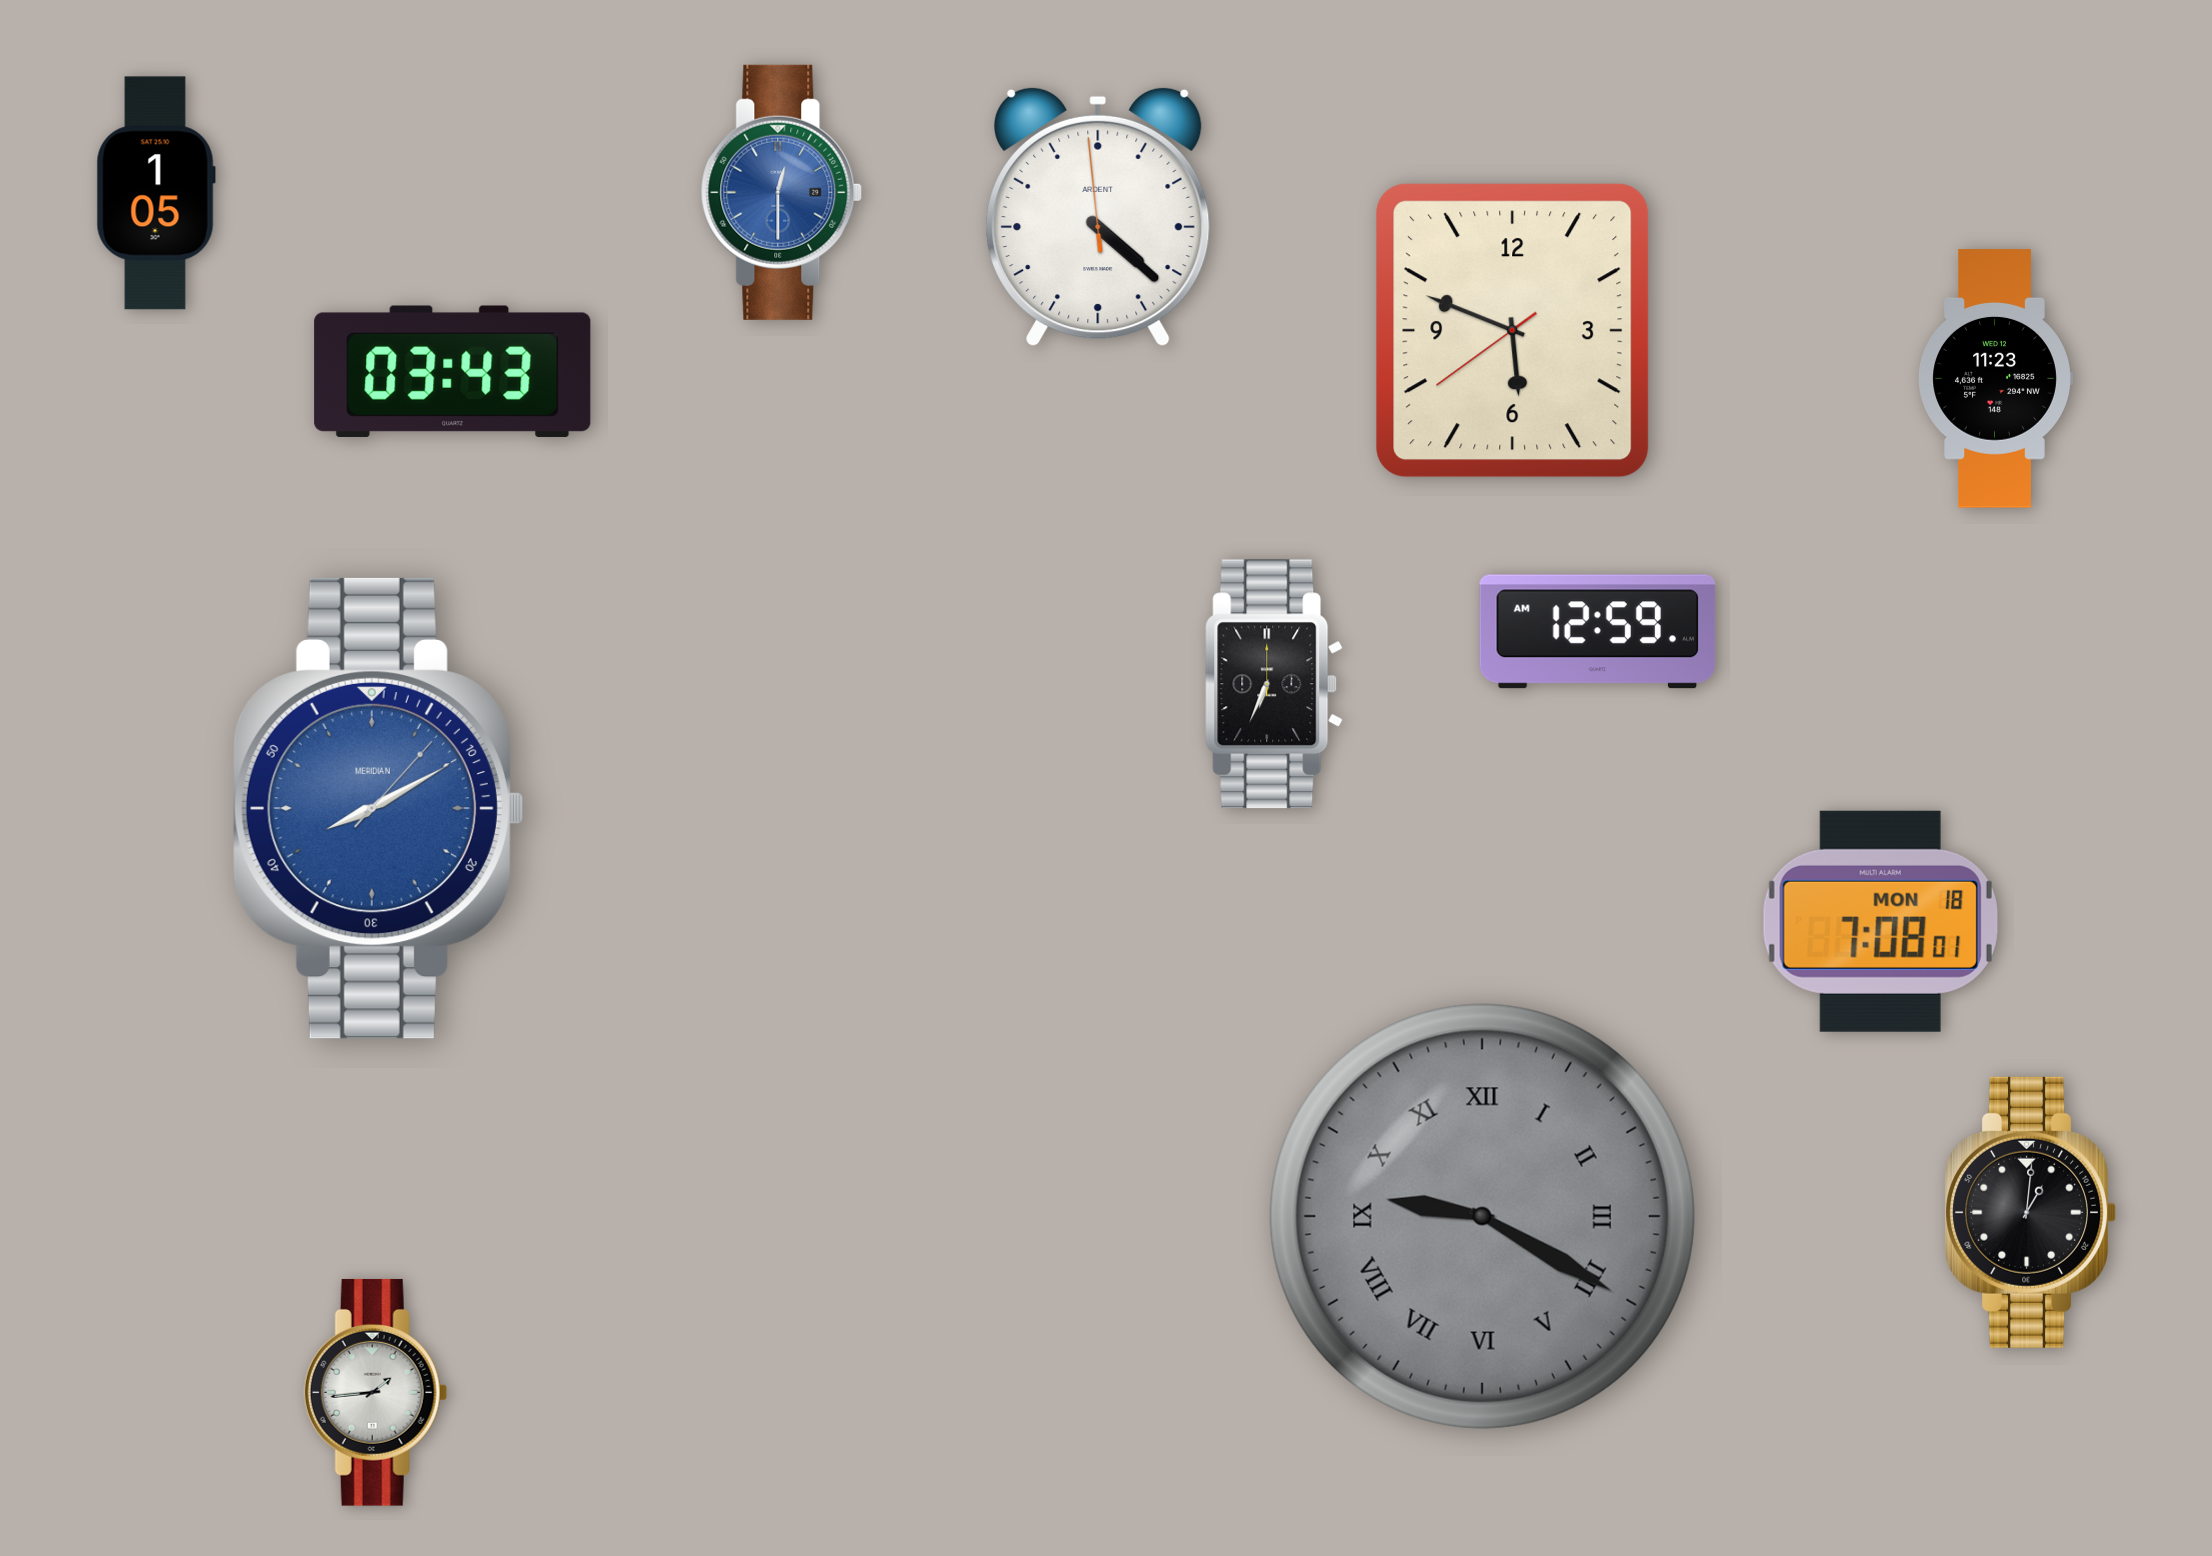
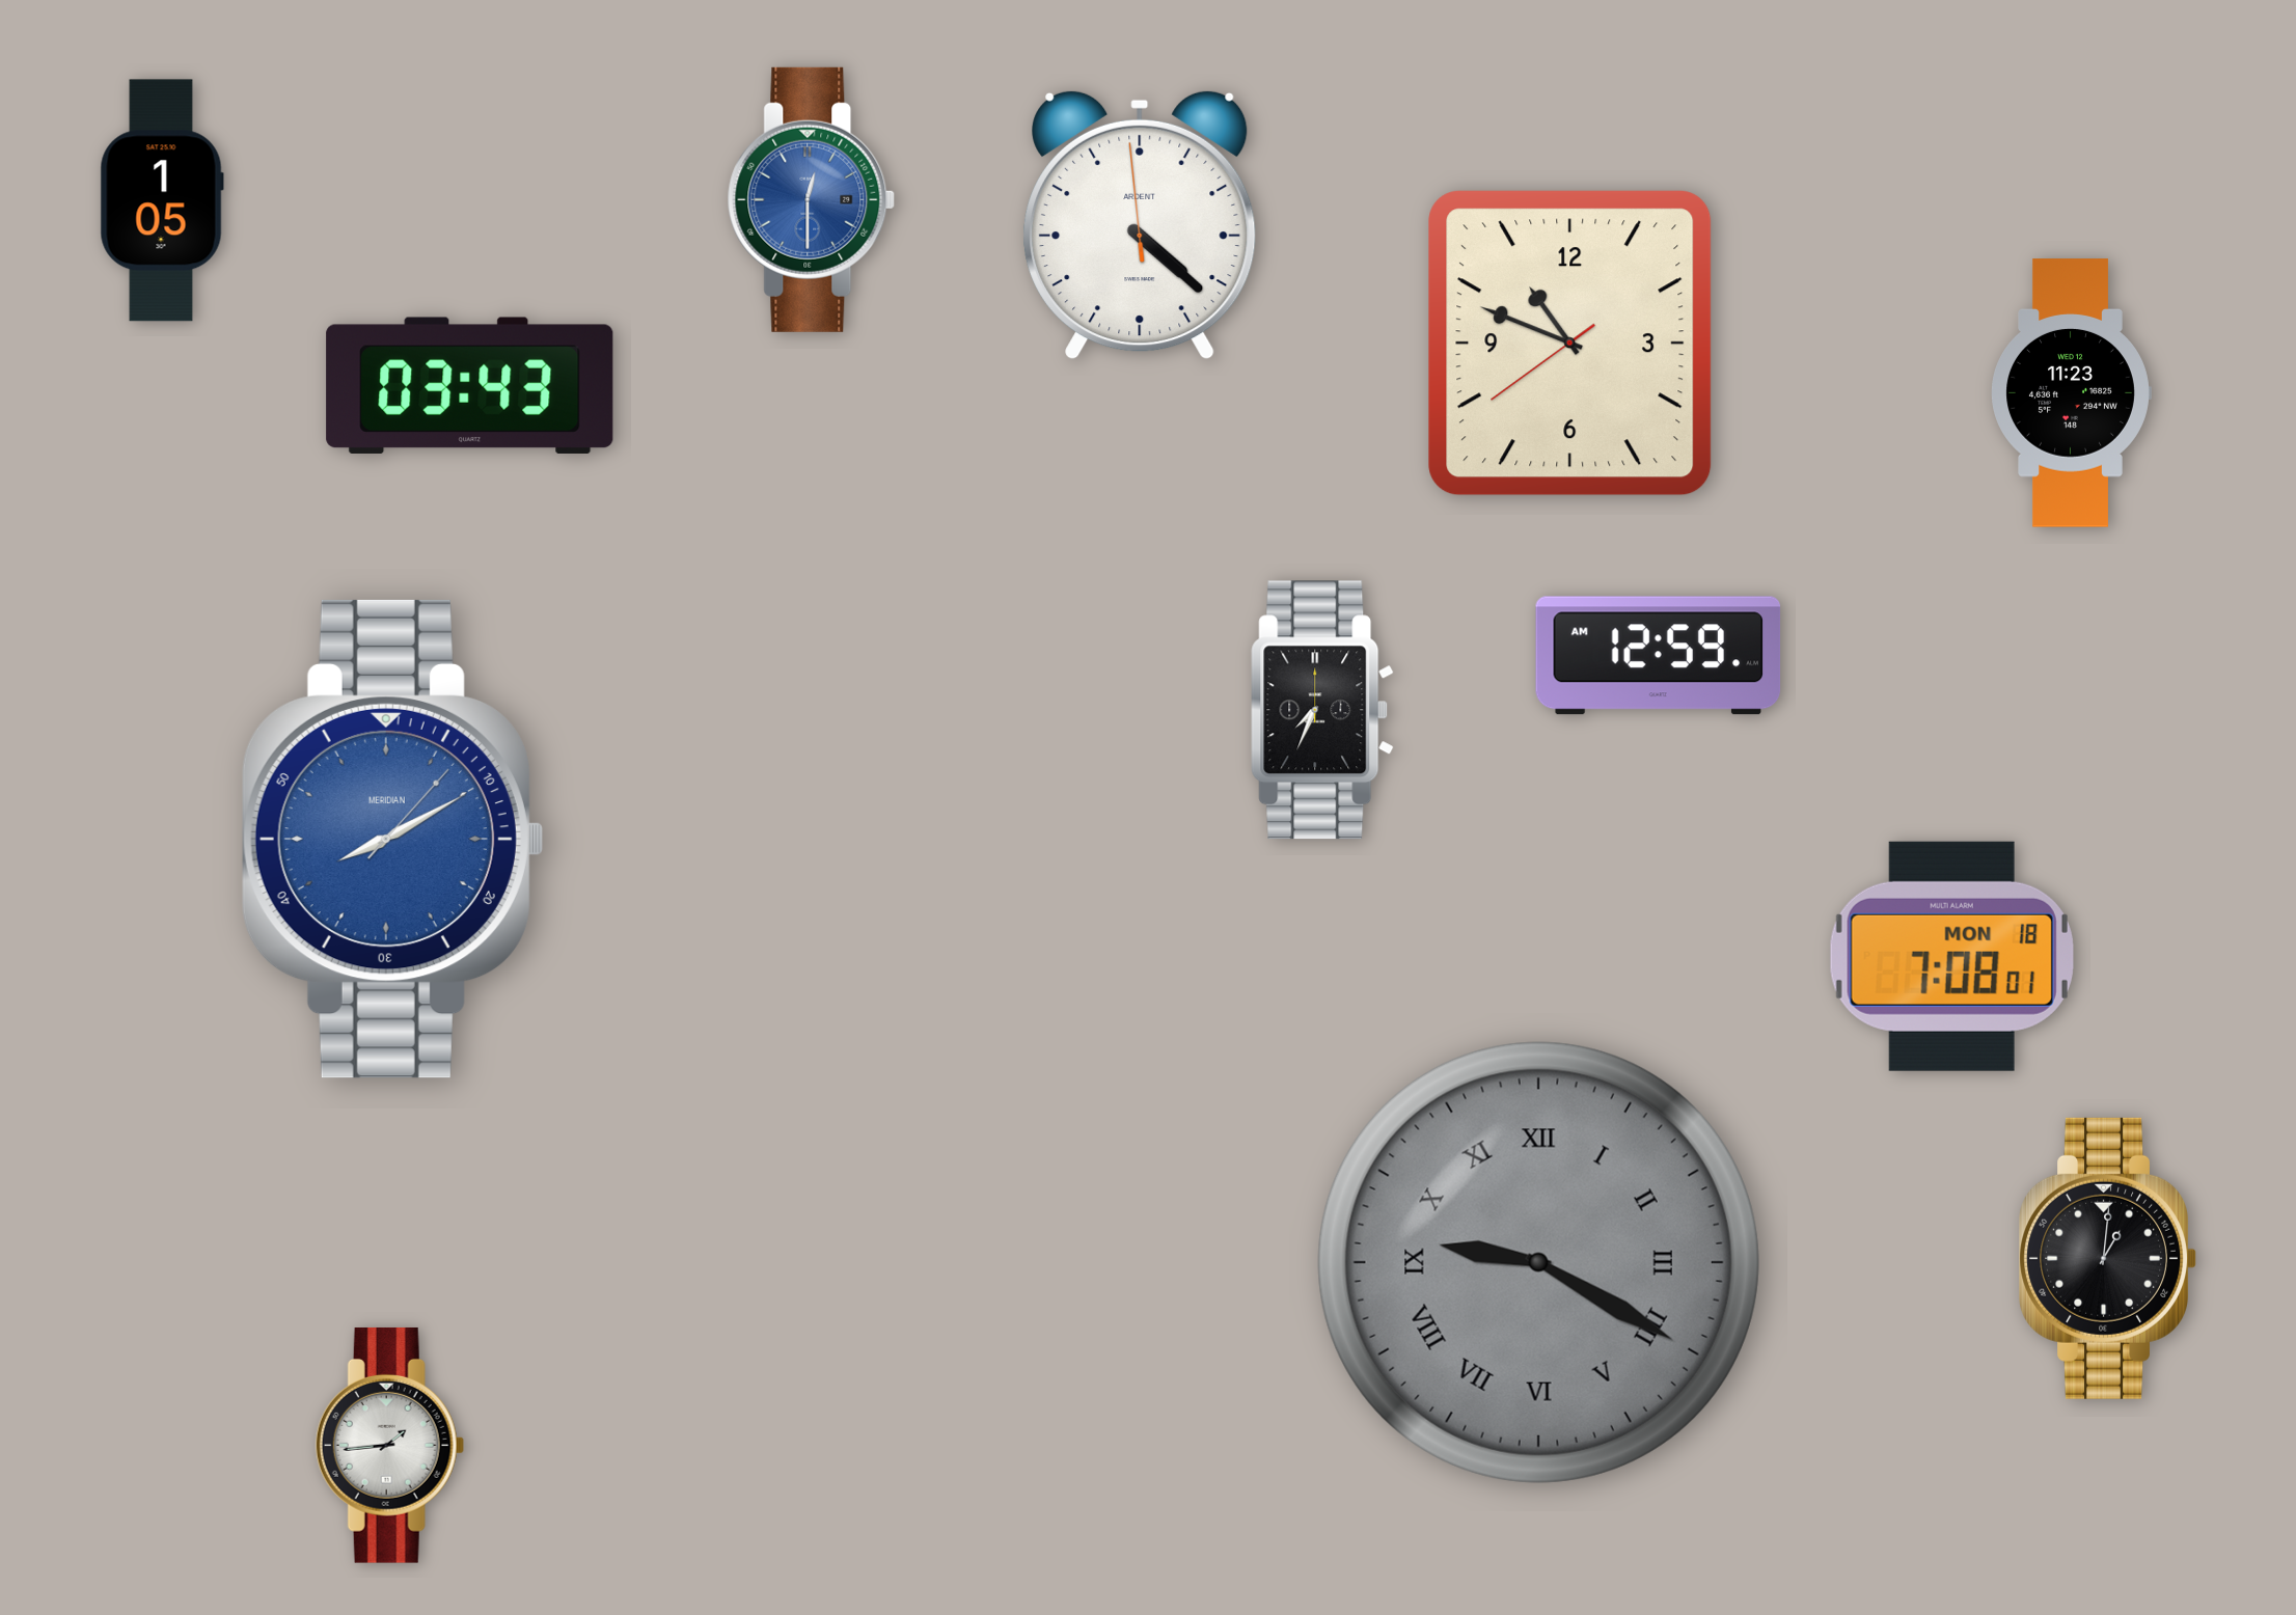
clock at (1513, 331): 5:48 -> 10:48
clock at (1274, 684): 6:34 -> 7:34
